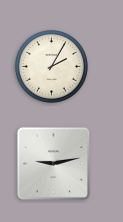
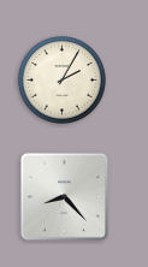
clock at (53, 163): 9:13 -> 8:23
